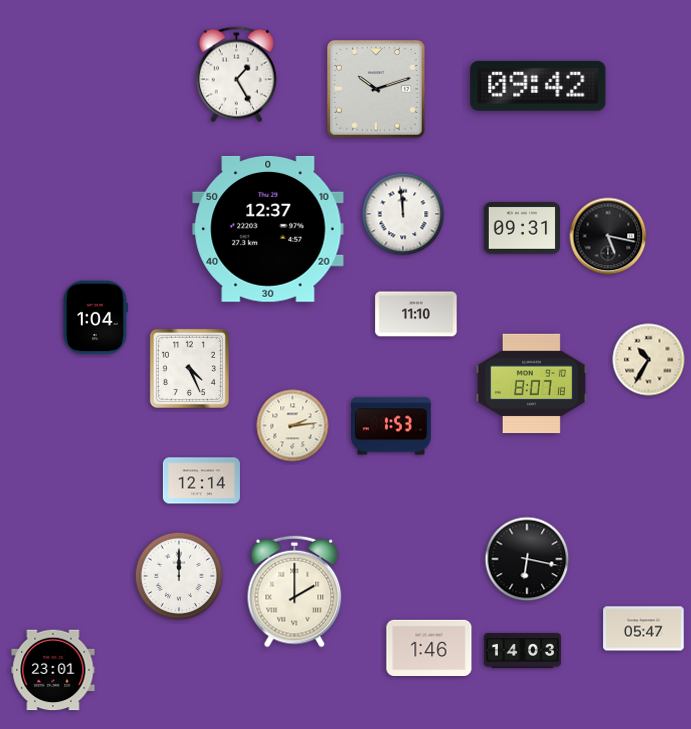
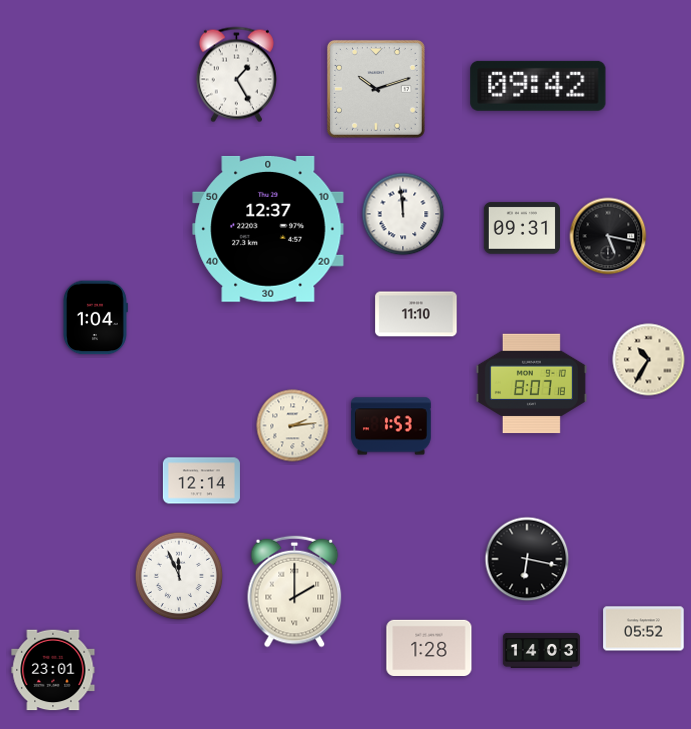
clock at (189, 368): 4:26 -> none
clock at (179, 576): 12:00 -> 11:56
clock at (644, 629): 05:47 -> 05:52
clock at (429, 648): 1:46 -> 1:28
clock at (522, 651) position: (522, 651) -> (541, 651)
